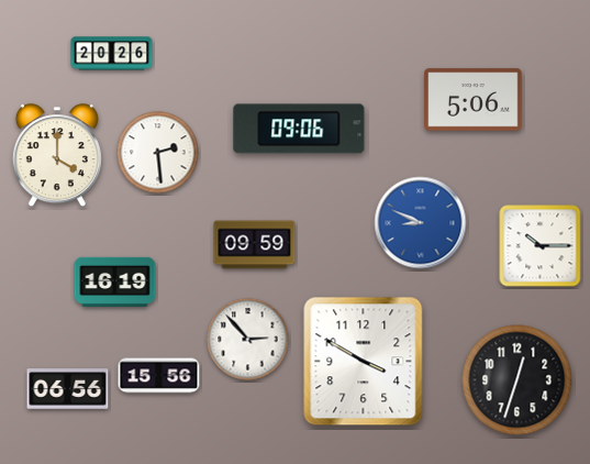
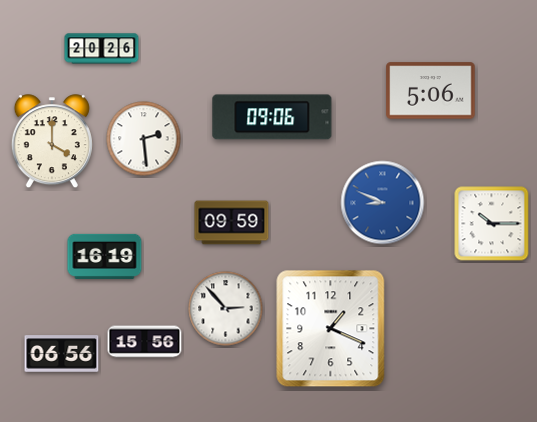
clock at (364, 362): 3:50 -> 1:19
clock at (517, 380): 12:33 -> none
